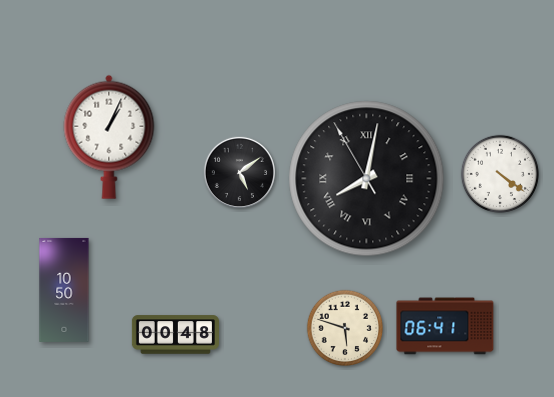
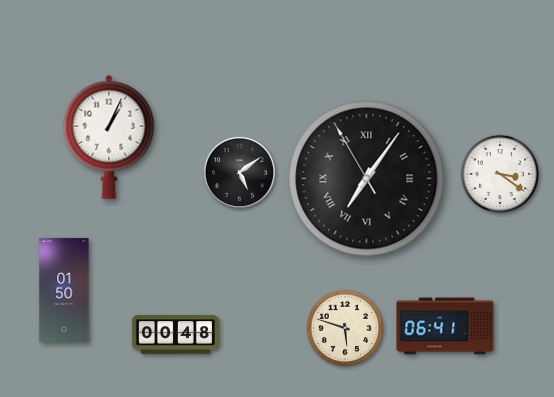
clock at (500, 174): 4:21 -> 3:21
clock at (367, 179): 8:01 -> 7:05
clock at (64, 290): 10:50 -> 01:50
